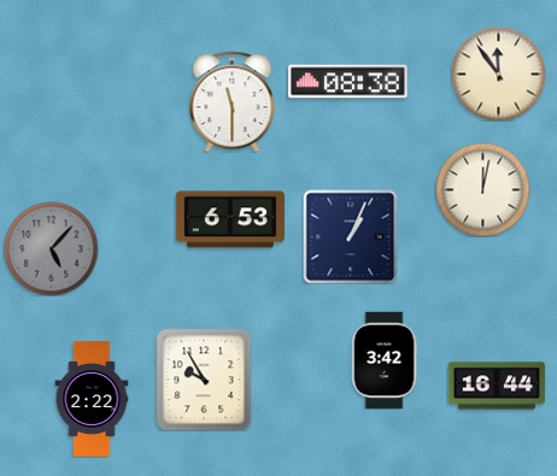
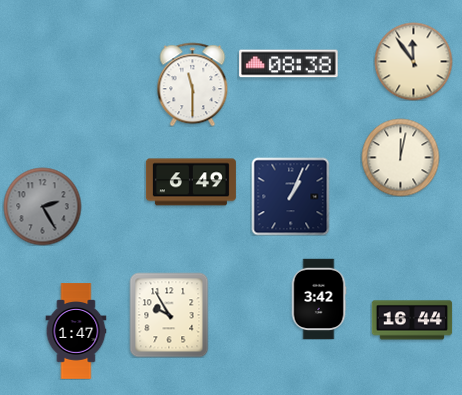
clock at (348, 82) position: (348, 82) -> (289, 64)
clock at (230, 219): 6:53 -> 6:49
clock at (51, 248): 5:07 -> 2:25
clock at (92, 399): 2:22 -> 1:47
